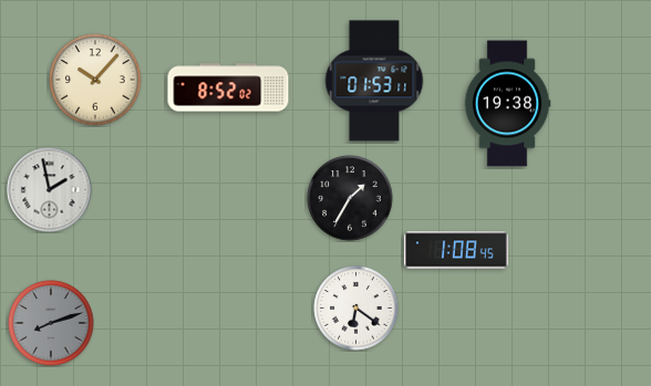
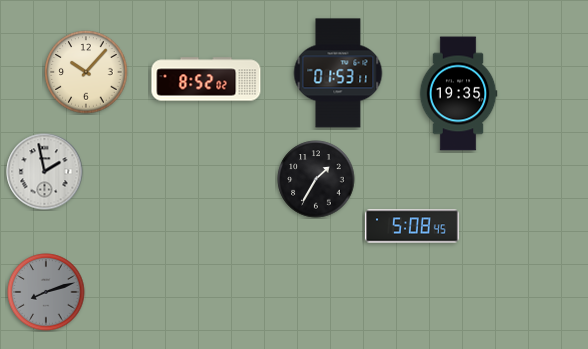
clock at (507, 104): 19:38 -> 19:35
clock at (457, 250): 1:08 -> 5:08
clock at (356, 309): 6:21 -> none
